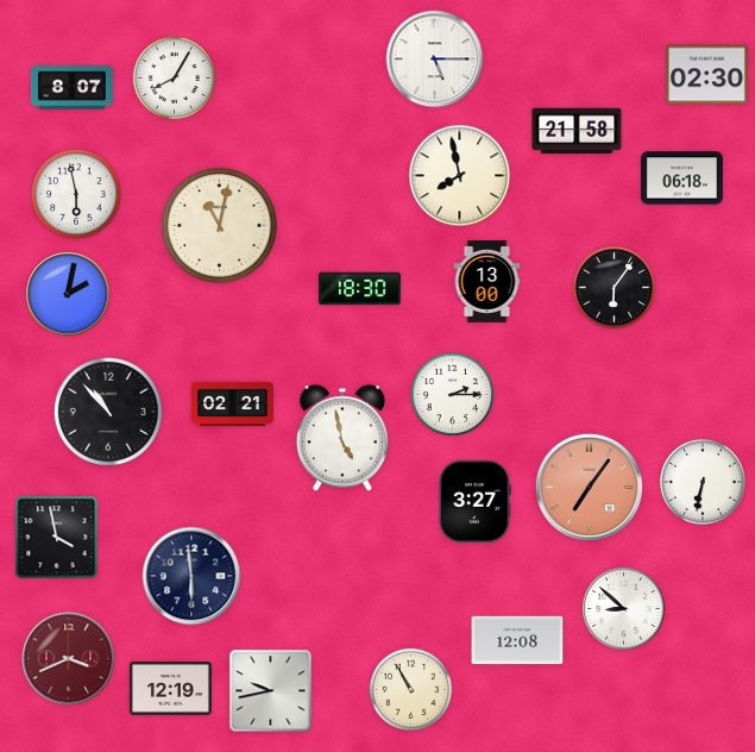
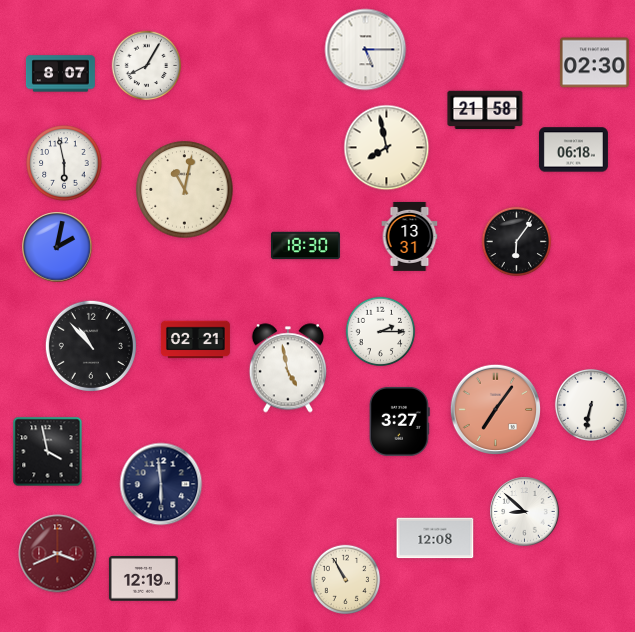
clock at (487, 281): 13:00 -> 13:31
clock at (359, 289) position: (359, 289) -> (305, 246)
clock at (271, 691): 9:43 -> none
